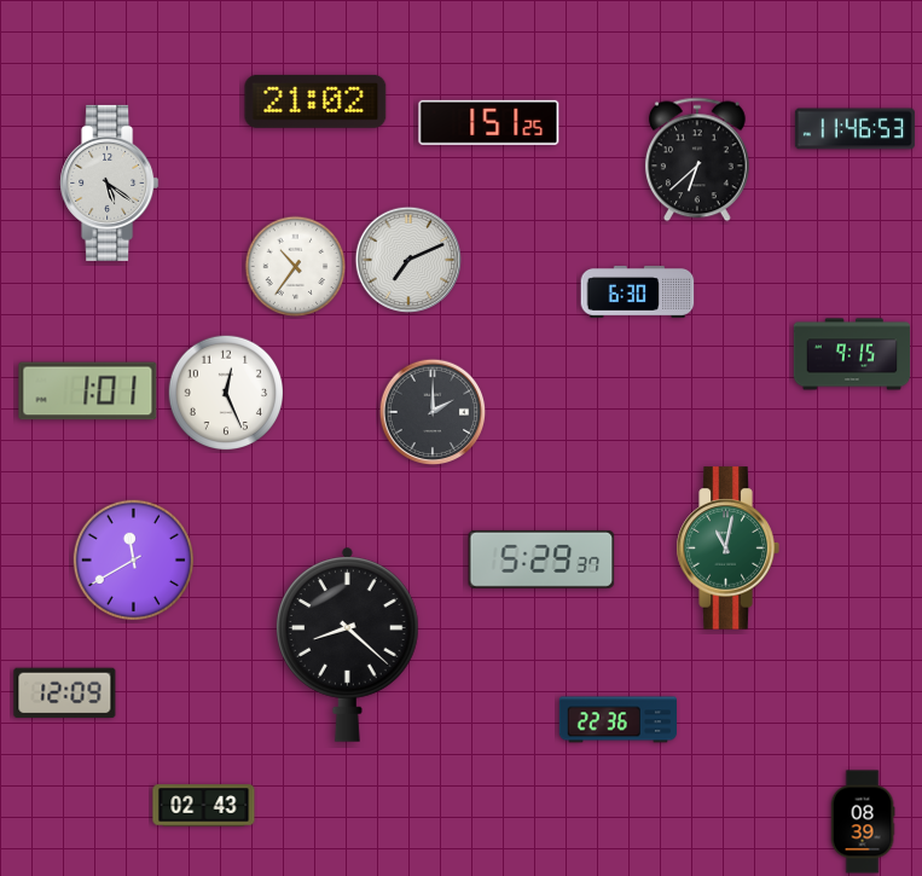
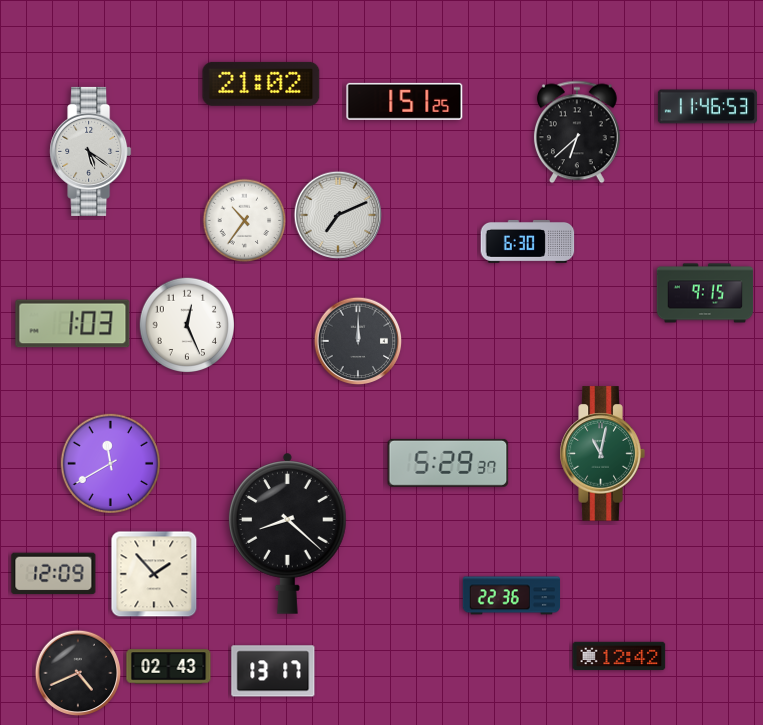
clock at (88, 391): 1:01 -> 1:03
clock at (433, 412): 2:00 -> 12:00
clock at (154, 574): none -> 1:53
clock at (619, 656): none -> 12:42
clock at (273, 671): none -> 13:17
clock at (78, 673): none -> 4:41
clock at (863, 822): 08:39 -> none
